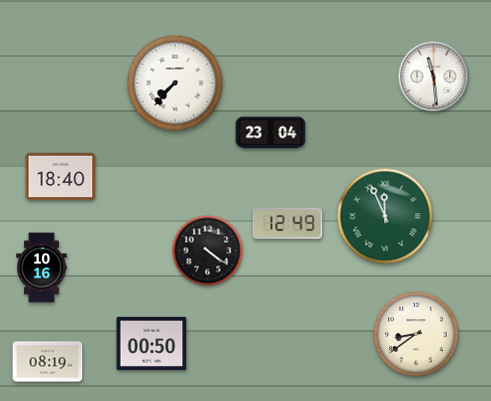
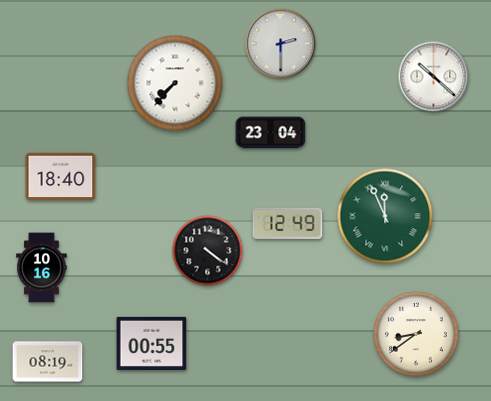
clock at (281, 44): none -> 2:30
clock at (434, 77): 11:29 -> 10:22
clock at (152, 343): 00:50 -> 00:55
